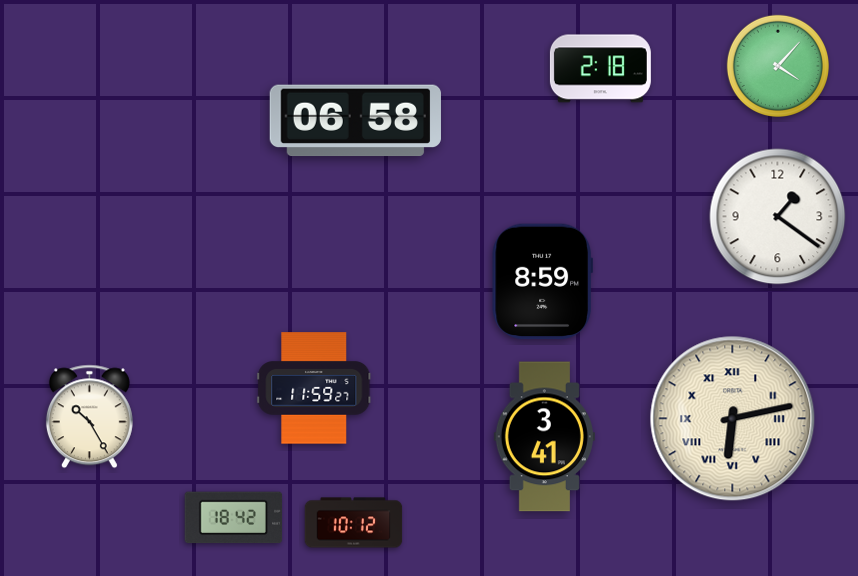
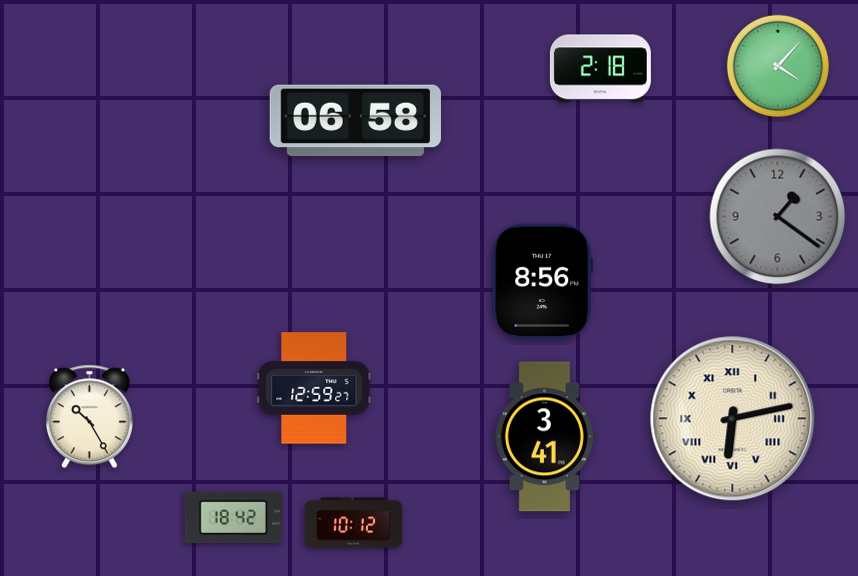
clock at (778, 217) dial: white -> grey
clock at (542, 282): 8:59 -> 8:56
clock at (314, 388): 11:59 -> 12:59
